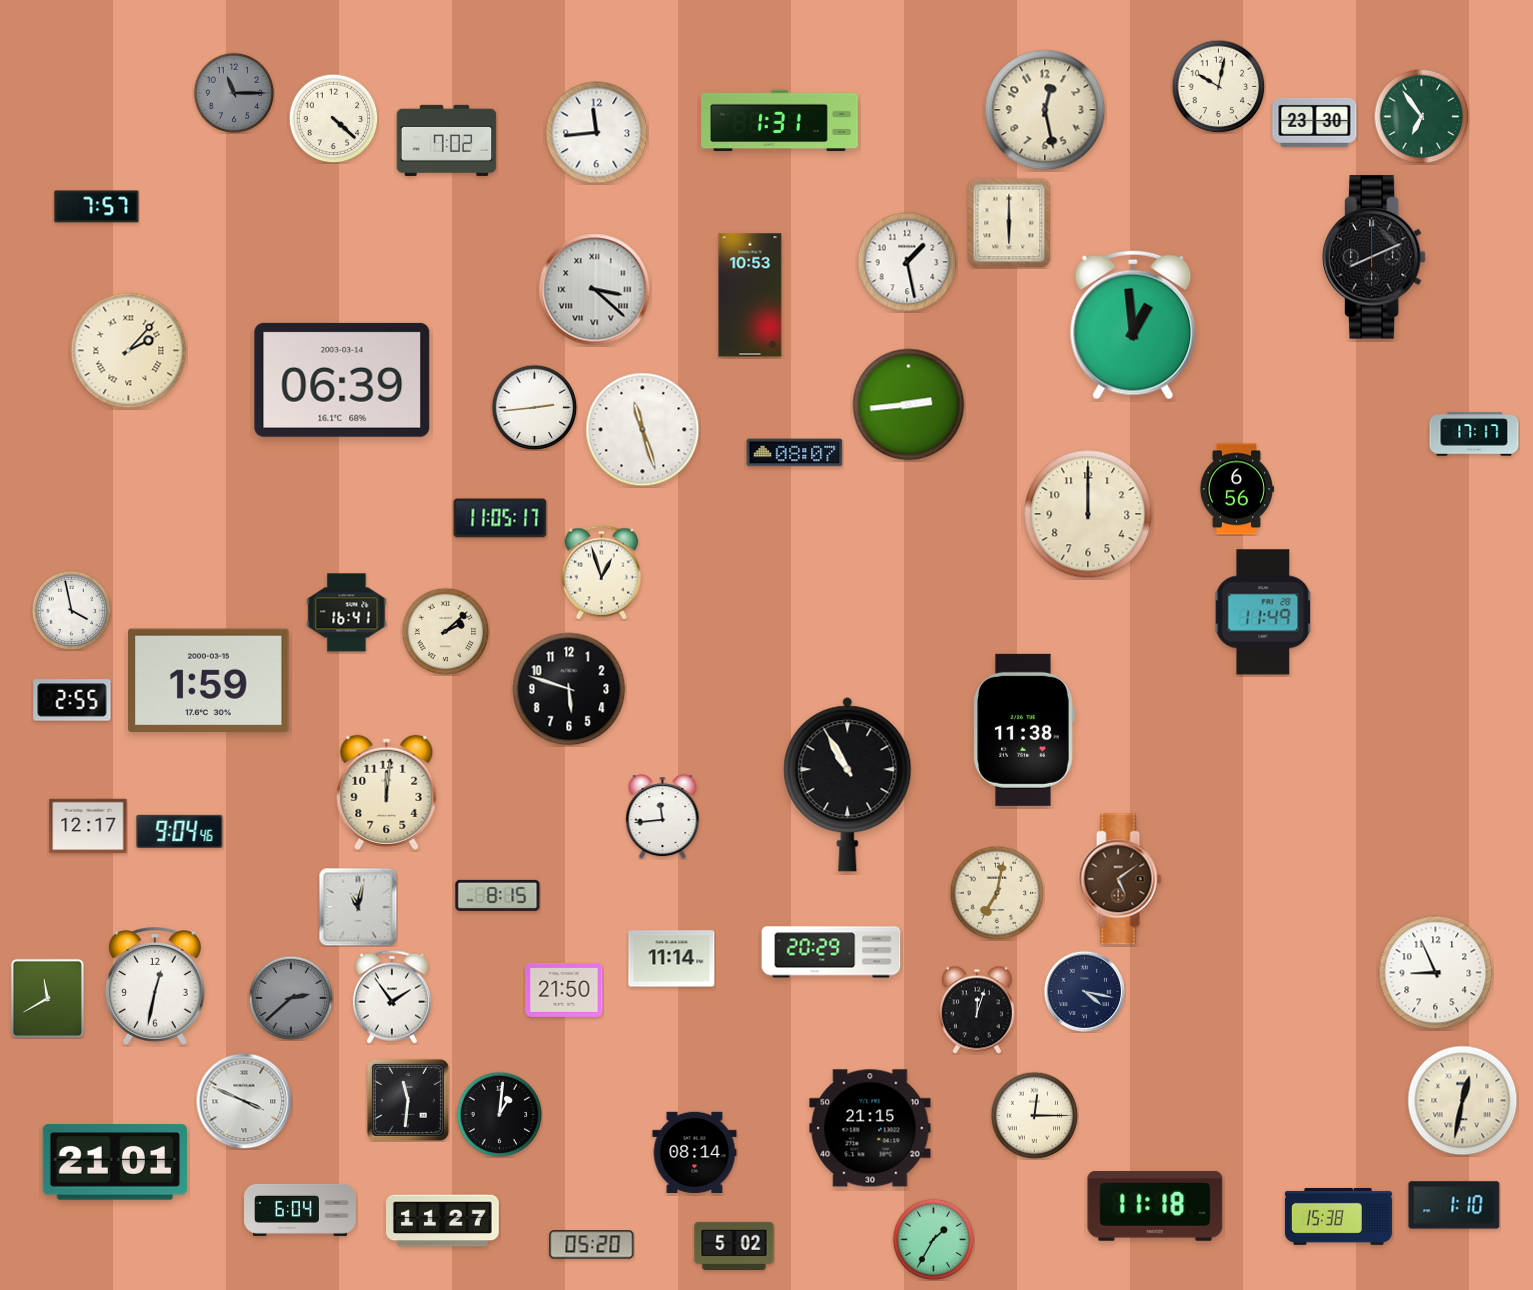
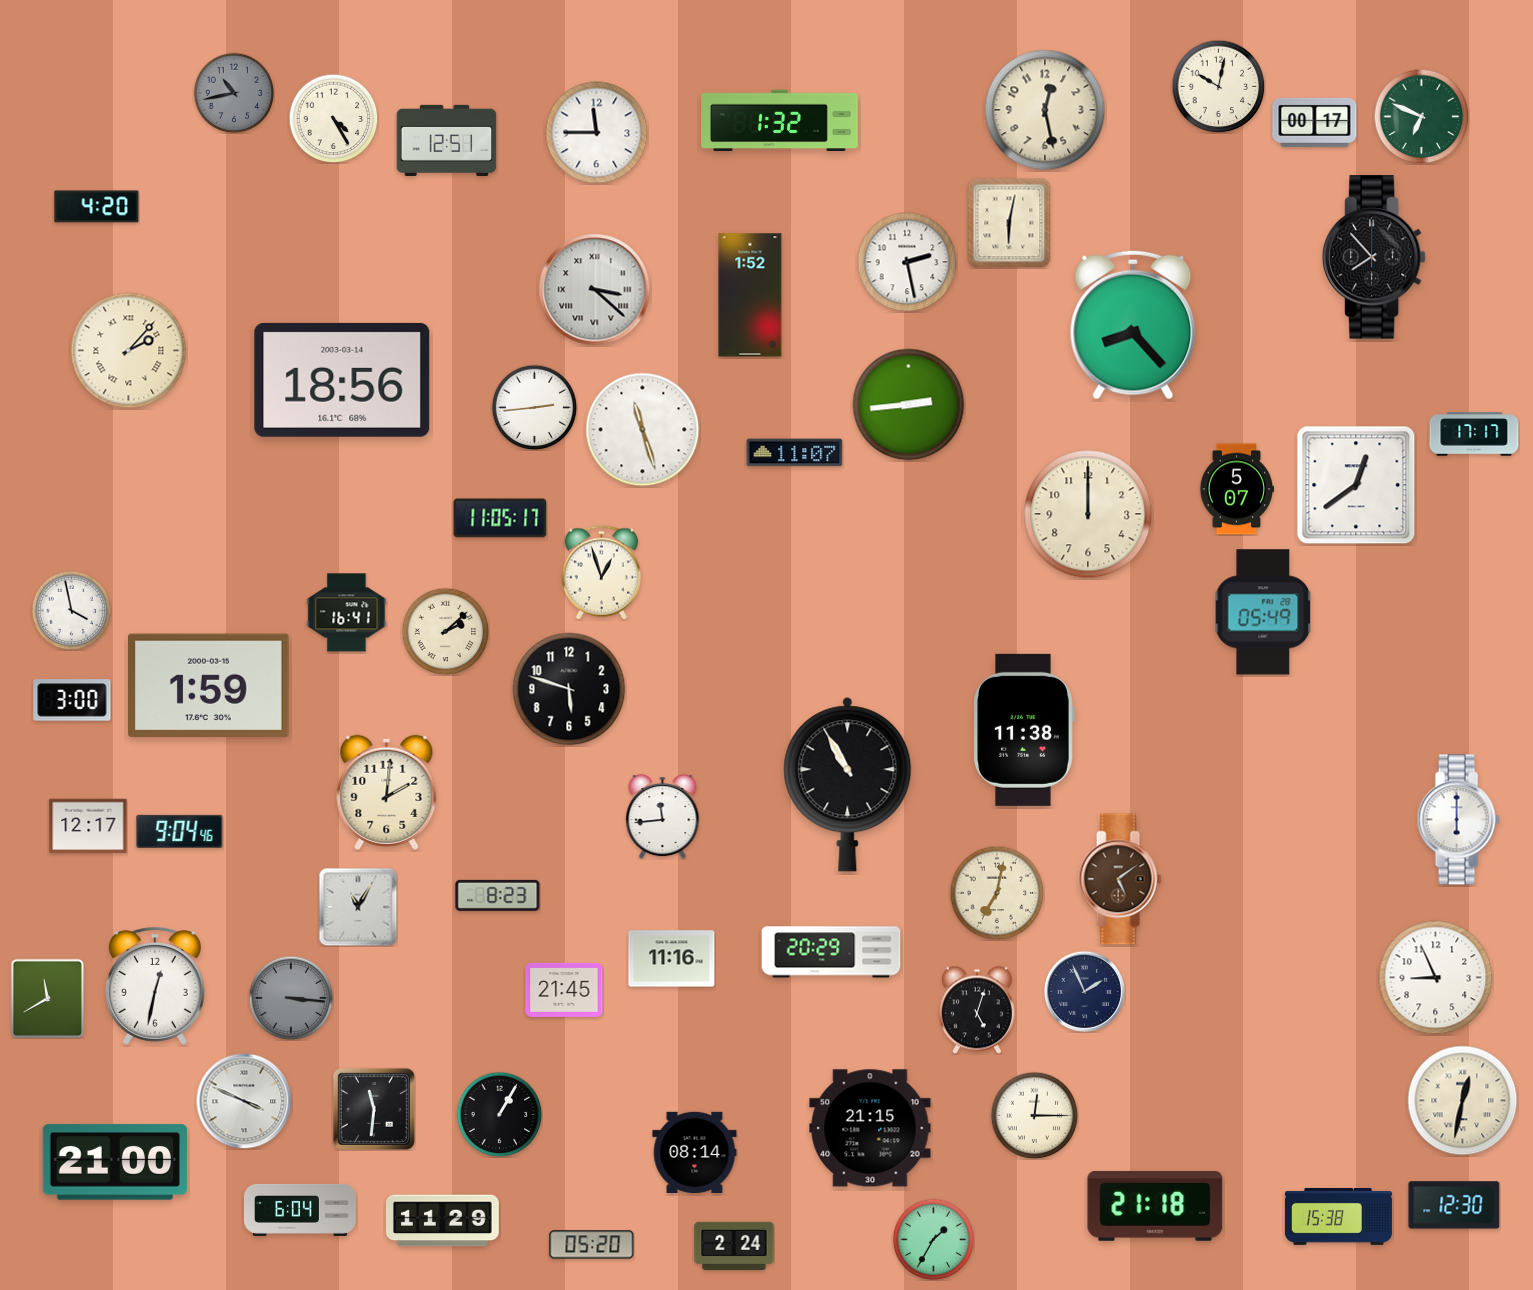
clock at (234, 93): 11:15 -> 10:43
clock at (1421, 116): 6:54 -> 6:49
clock at (333, 118): 4:22 -> 4:25
clock at (780, 121): 1:31 -> 1:32
clock at (1315, 122): 23:30 -> 00:17
clock at (597, 133): 11:44 -> 11:45
clock at (447, 140): 7:02 -> 12:51
clock at (97, 207): 7:57 -> 4:20
clock at (1009, 223): 6:00 -> 6:02
clock at (1374, 257): 8:11 -> 7:53
clock at (907, 262): 1:28 -> 2:28
clock at (750, 295): 10:53 -> 1:52
clock at (1133, 325): 12:59 -> 8:23
clock at (342, 380): 06:39 -> 18:56
clock at (795, 453): 08:07 -> 11:07
clock at (1356, 485): none -> 12:39
clock at (1236, 489): 6:56 -> 5:07
clock at (1263, 612): 11:49 -> 05:49
clock at (209, 681) position: (209, 681) -> (209, 686)
clock at (72, 700): 2:55 -> 3:00
clock at (387, 792): 12:01 -> 2:01
clock at (1458, 820): none -> 6:00
clock at (498, 895): 8:15 -> 8:23
clock at (358, 907): 11:02 -> 11:05
clock at (672, 959): 11:14 -> 11:16
clock at (1436, 973) position: (1436, 973) -> (1436, 978)
clock at (564, 990): 21:50 -> 21:45
clock at (1084, 991): 4:17 -> 1:56
clock at (392, 997): 1:54 -> none
clock at (291, 998): 2:38 -> 3:16
clock at (977, 1010): 12:03 -> 5:03
clock at (408, 1100) position: (408, 1100) -> (374, 1109)
clock at (499, 1114): 1:01 -> 1:05
clock at (115, 1162): 21:01 -> 21:00
clock at (1454, 1205): 1:10 -> 12:30
clock at (1155, 1207): 11:18 -> 21:18
clock at (443, 1221): 11:27 -> 11:29
clock at (734, 1245): 5:02 -> 2:24
